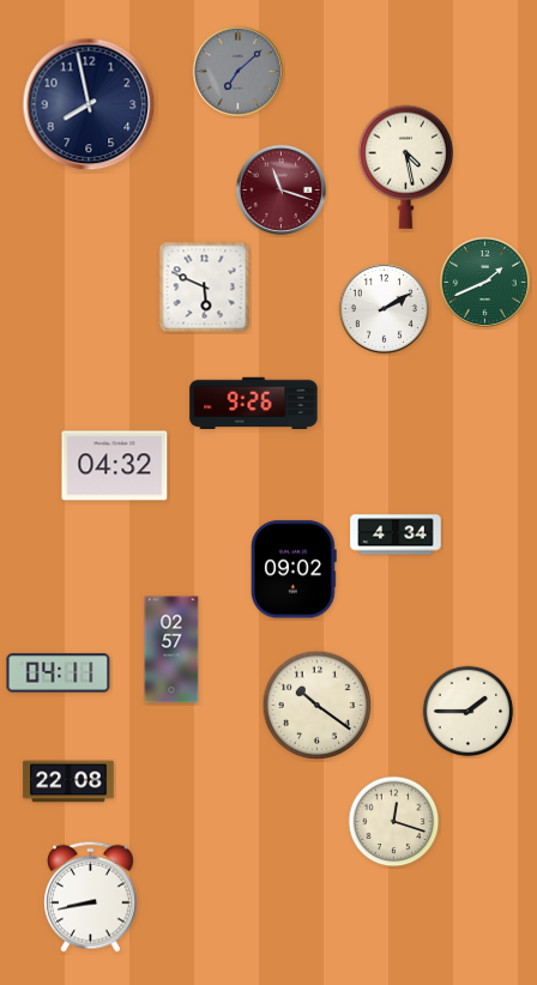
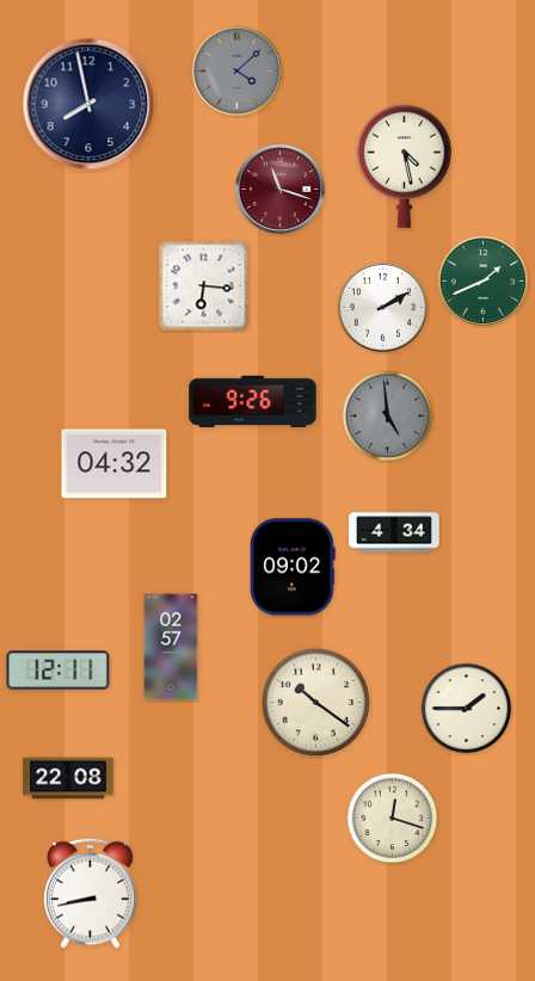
clock at (237, 71): 7:08 -> 4:08
clock at (205, 288): 5:49 -> 6:16
clock at (388, 417): none -> 4:59
clock at (59, 673): 04:11 -> 12:11
